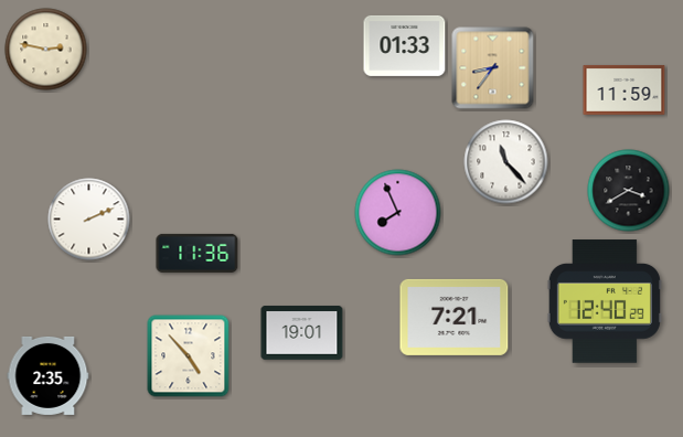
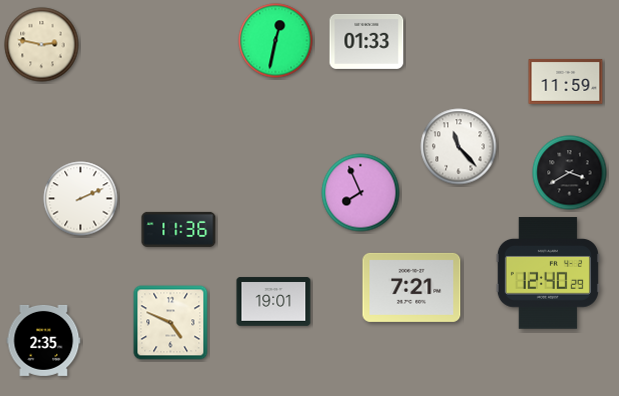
clock at (276, 41): none -> 12:32
clock at (493, 68): 8:36 -> none
clock at (189, 356): 4:53 -> 4:49
